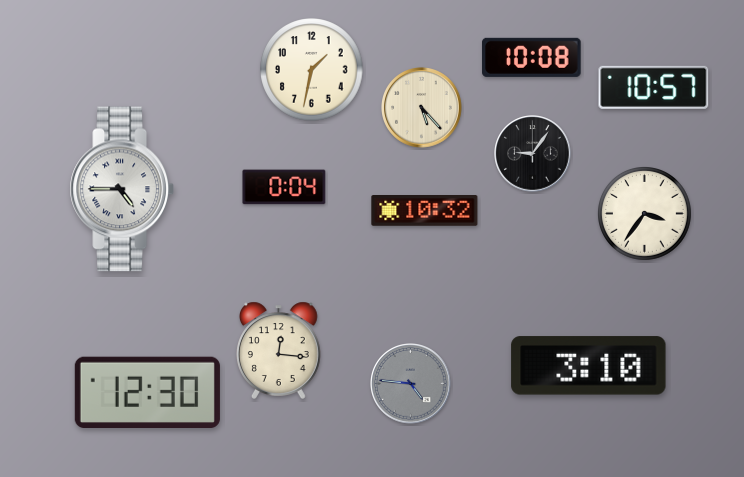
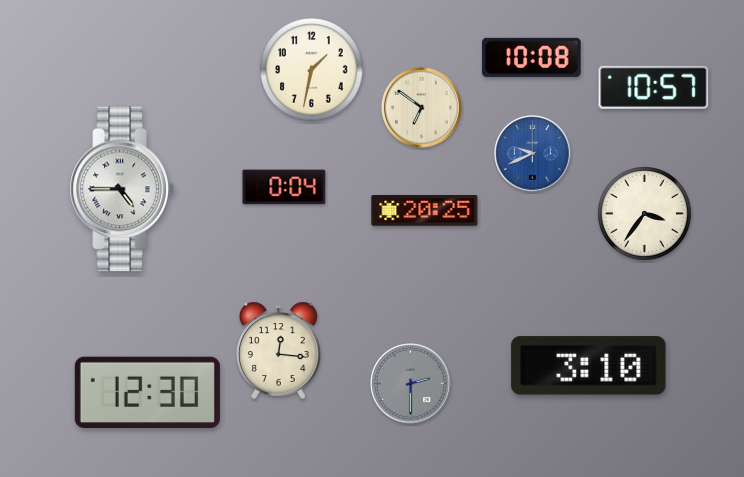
clock at (422, 108): 5:23 -> 6:51
clock at (533, 154): 9:06 -> 9:41
clock at (533, 154) dial: black -> blue
clock at (425, 211): 10:32 -> 20:25
clock at (411, 384): 4:46 -> 2:30
